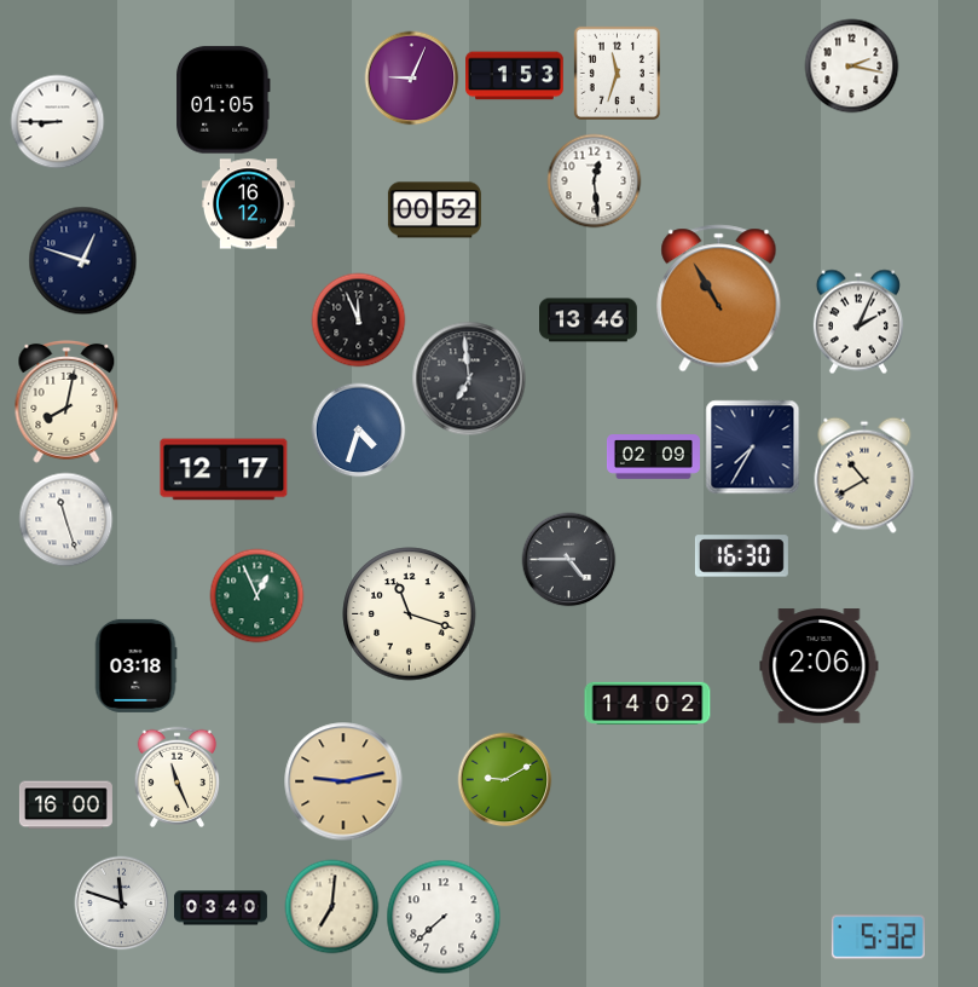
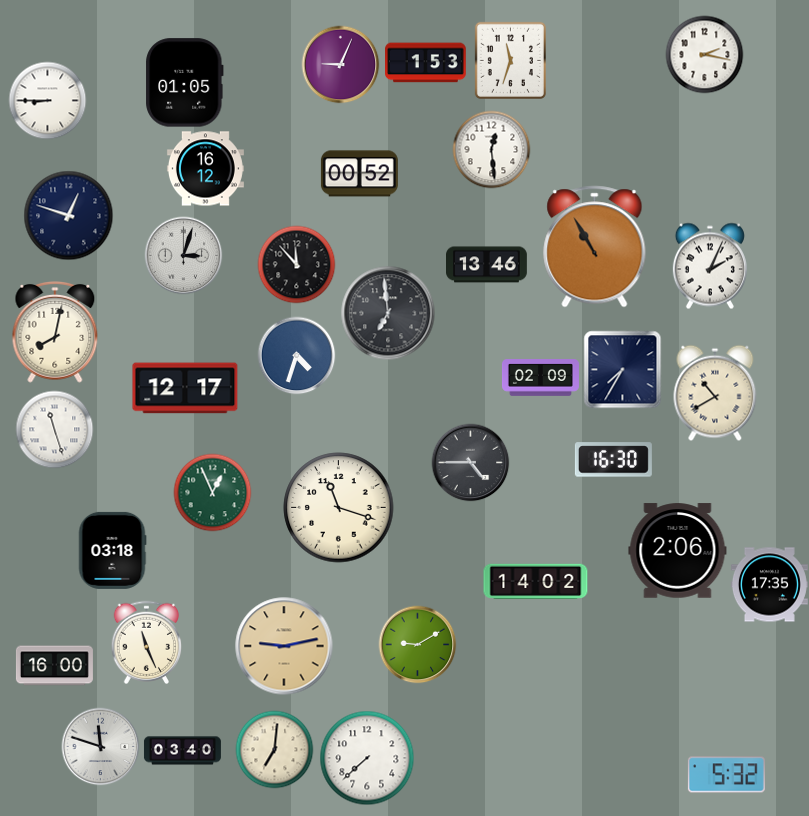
clock at (183, 255): none -> 3:03
clock at (358, 319): 11:56 -> 11:53
clock at (769, 585): none -> 17:35
